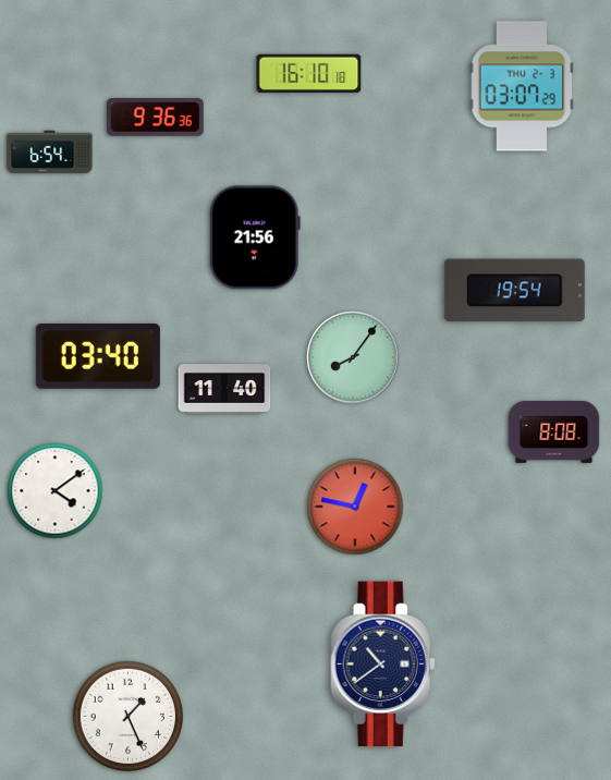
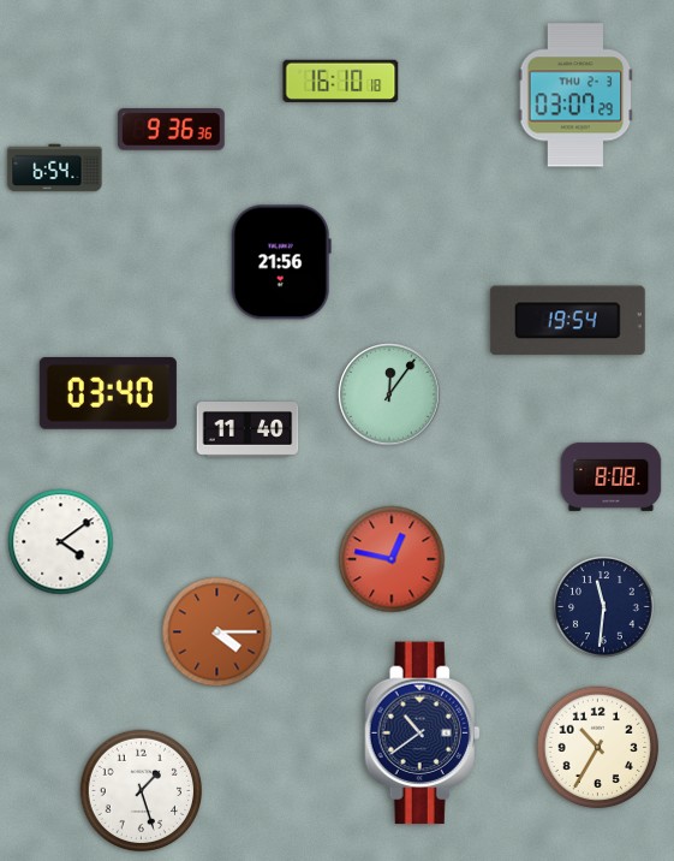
clock at (353, 357): 8:06 -> 12:06
clock at (604, 607): none -> 11:31
clock at (217, 633): none -> 4:15
clock at (598, 748): none -> 10:35
clock at (129, 717): 1:26 -> 1:27
